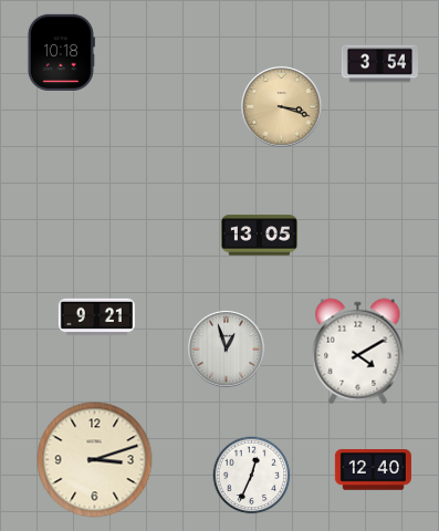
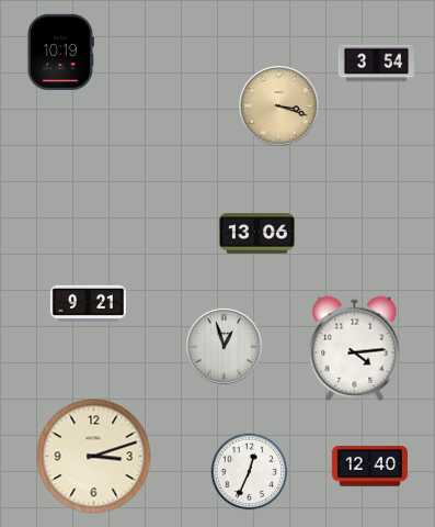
clock at (61, 52): 10:18 -> 10:19
clock at (259, 236): 13:05 -> 13:06
clock at (96, 317) position: (96, 317) -> (88, 304)
clock at (358, 352): 4:10 -> 4:14
